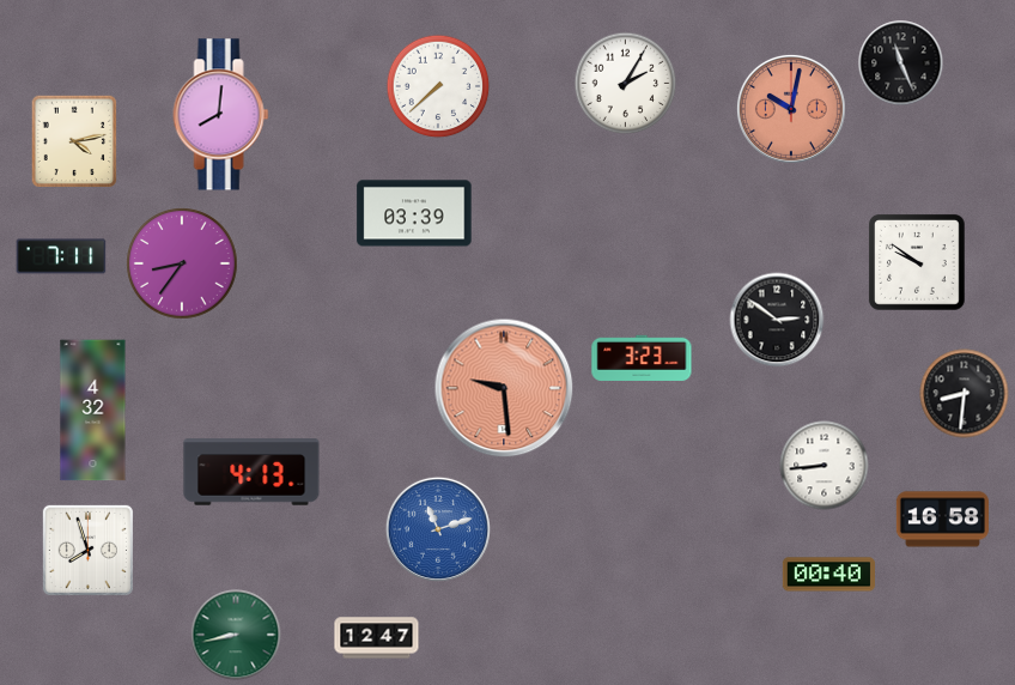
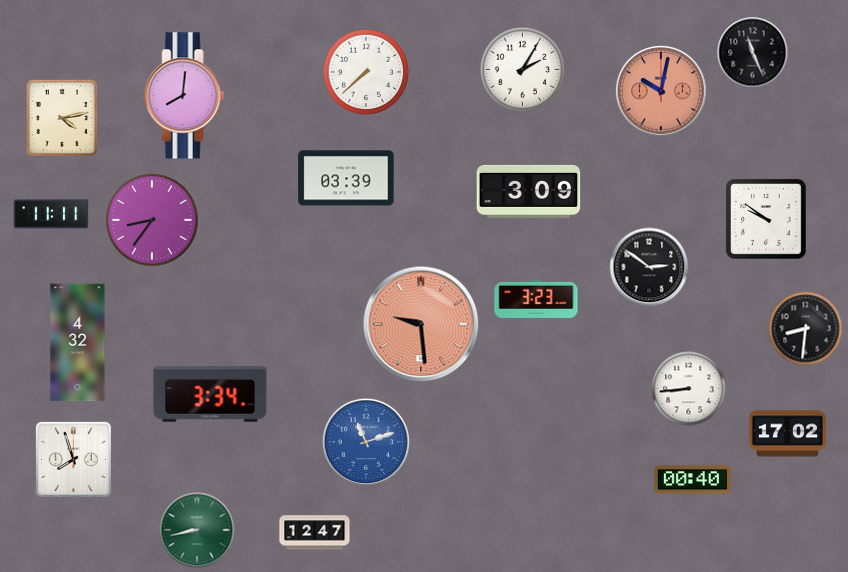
clock at (529, 191): none -> 3:09
clock at (61, 256): 7:11 -> 11:11
clock at (251, 472): 4:13 -> 3:34
clock at (942, 520): 16:58 -> 17:02
